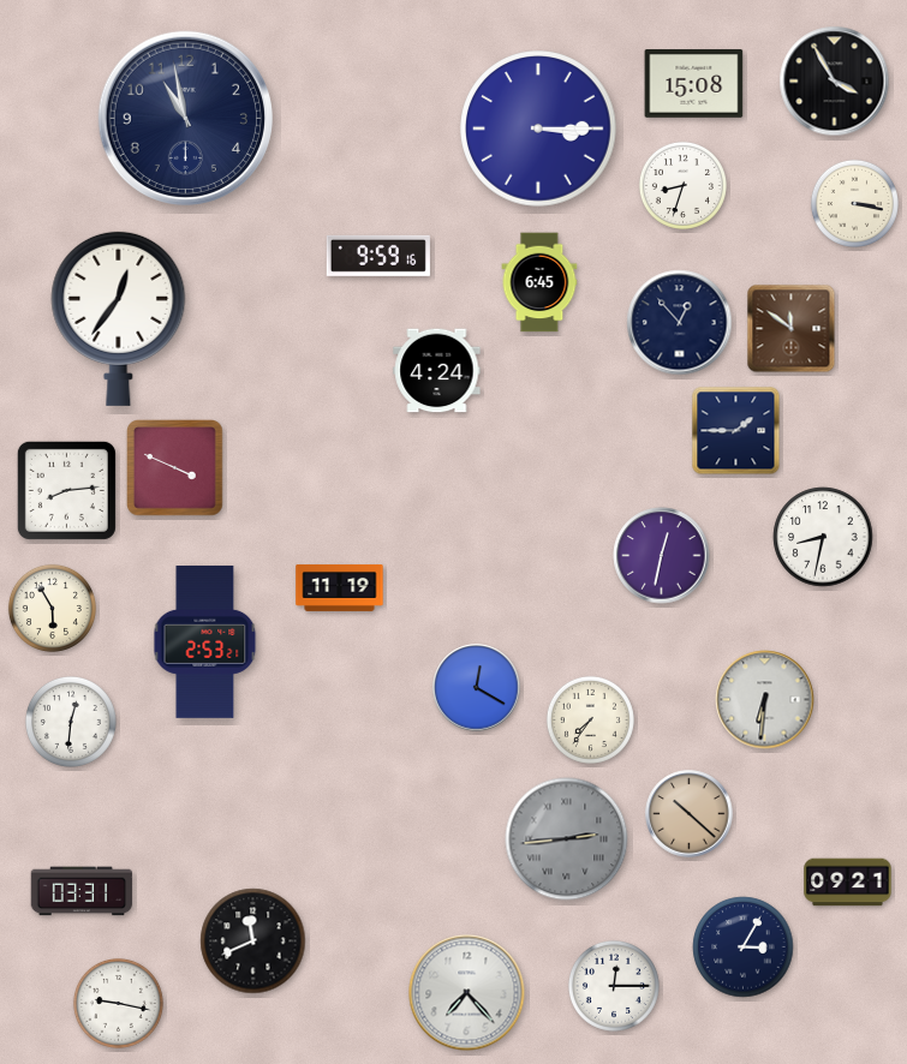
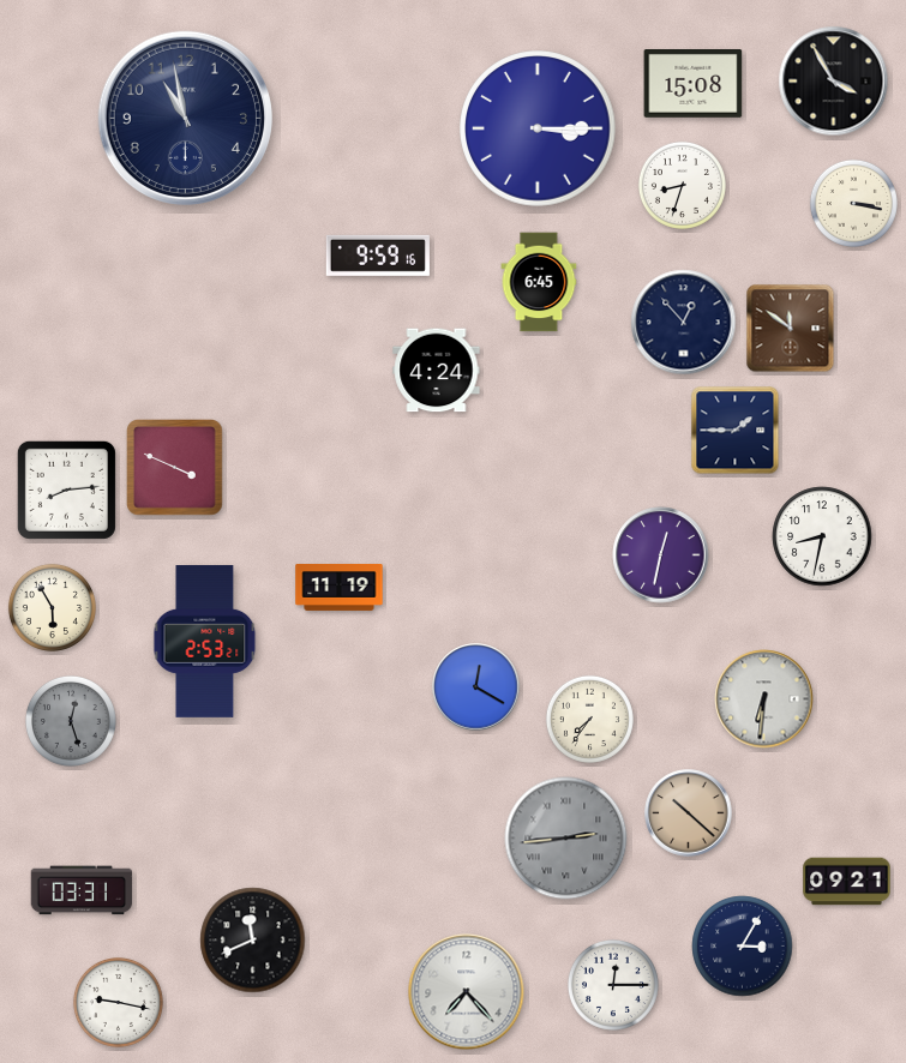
clock at (119, 318): 12:36 -> none
clock at (680, 323) position: (680, 323) -> (684, 323)
clock at (71, 722): 12:31 -> 12:27
clock at (71, 722) dial: white -> grey
